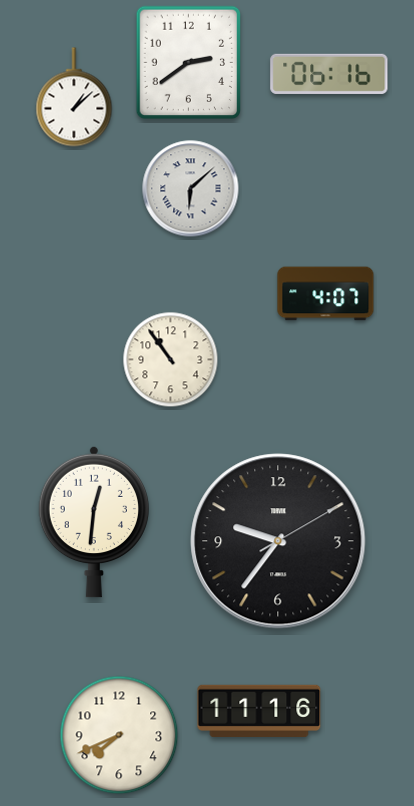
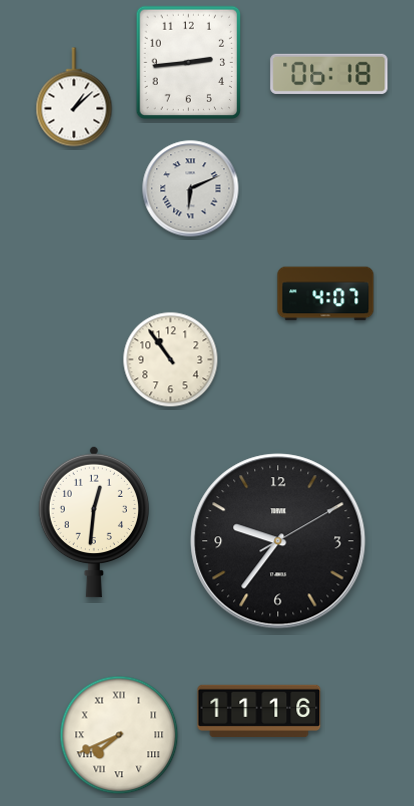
clock at (189, 63): 2:39 -> 2:44
clock at (329, 74): 06:16 -> 06:18
clock at (191, 189): 6:08 -> 6:11
clock at (119, 735) numerals: Arabic -> Roman
